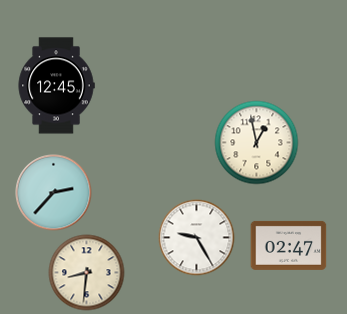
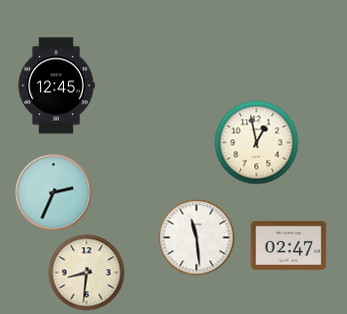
clock at (54, 193): 2:37 -> 2:34
clock at (197, 238): 9:25 -> 11:29
